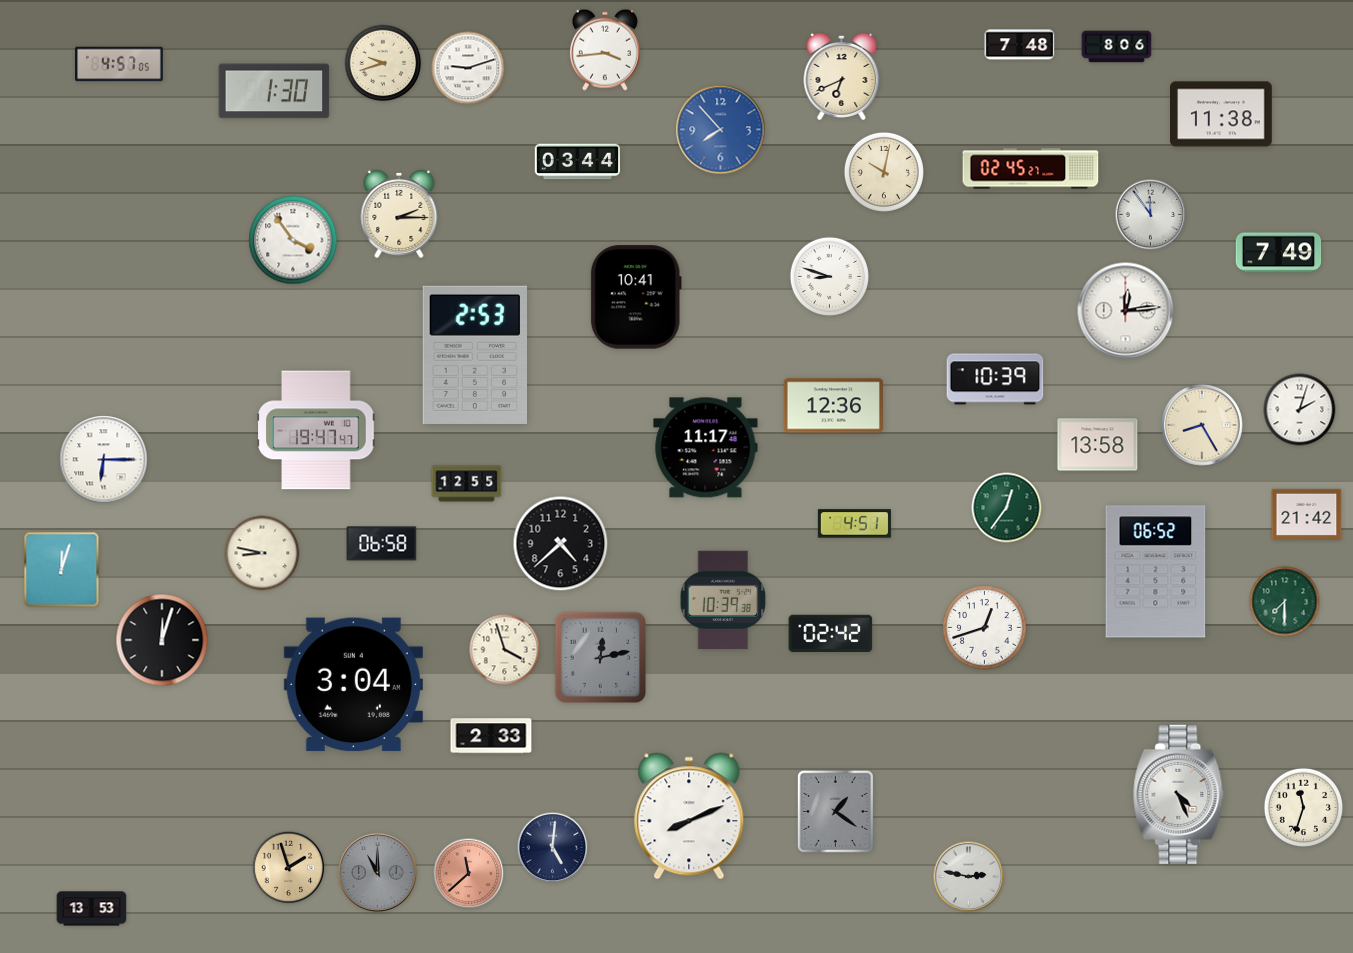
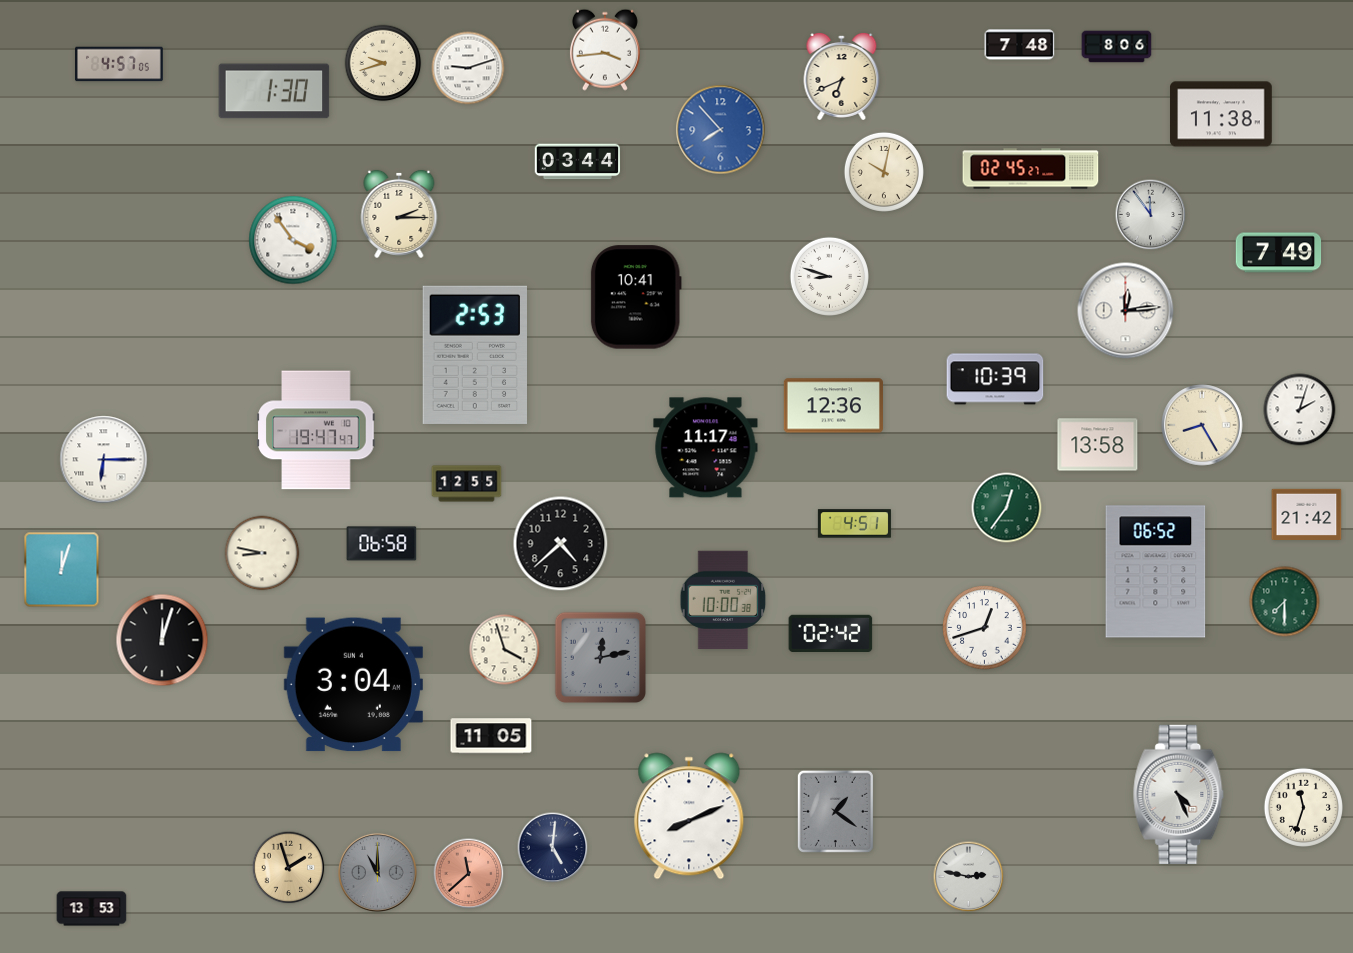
clock at (723, 600): 10:39 -> 10:00
clock at (491, 736): 2:33 -> 11:05
